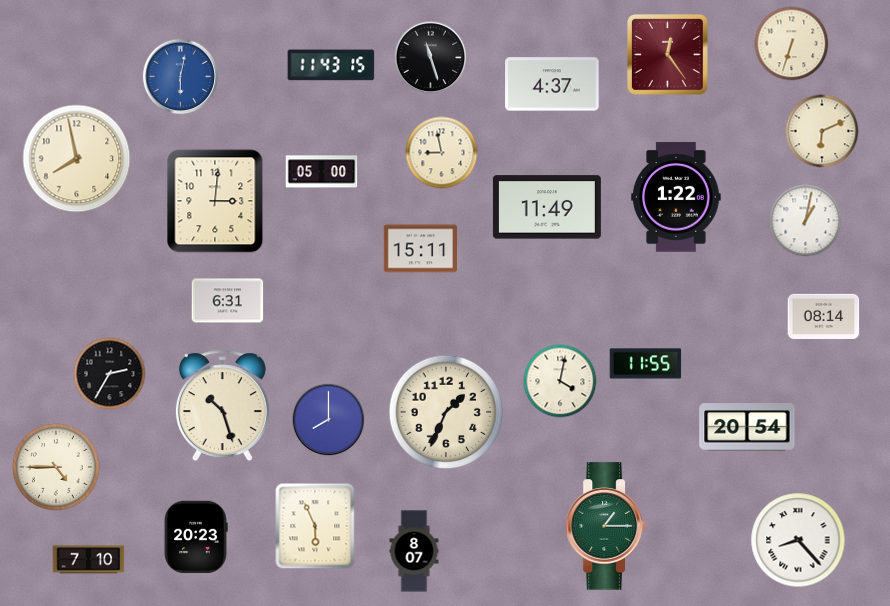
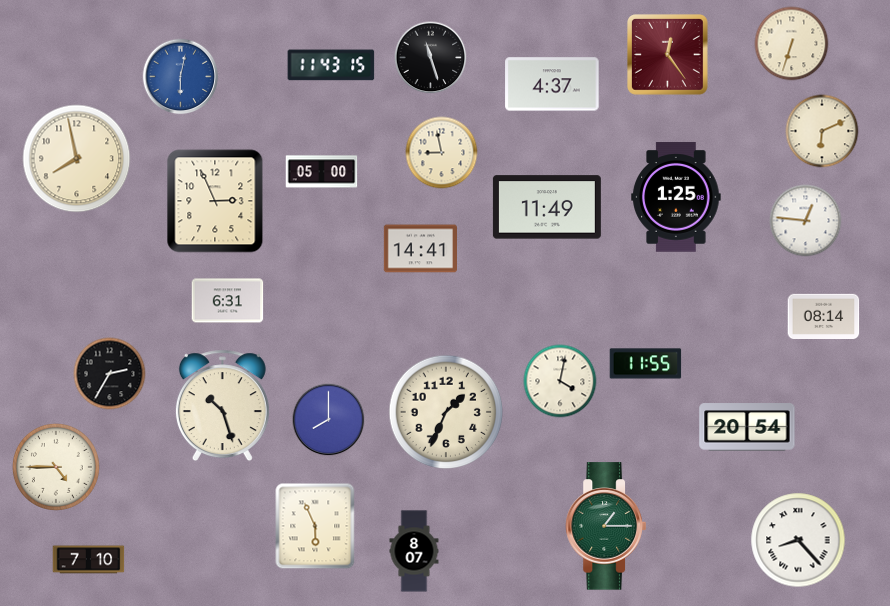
clock at (676, 197): 1:22 -> 1:25
clock at (215, 201): 3:01 -> 2:56
clock at (806, 221): 1:02 -> 12:46
clock at (420, 249): 15:11 -> 14:41
clock at (196, 537): 20:23 -> none
